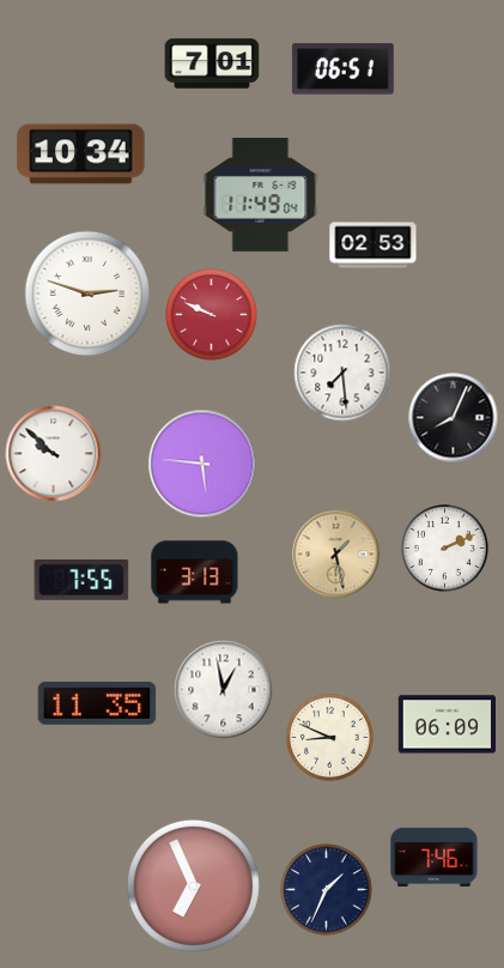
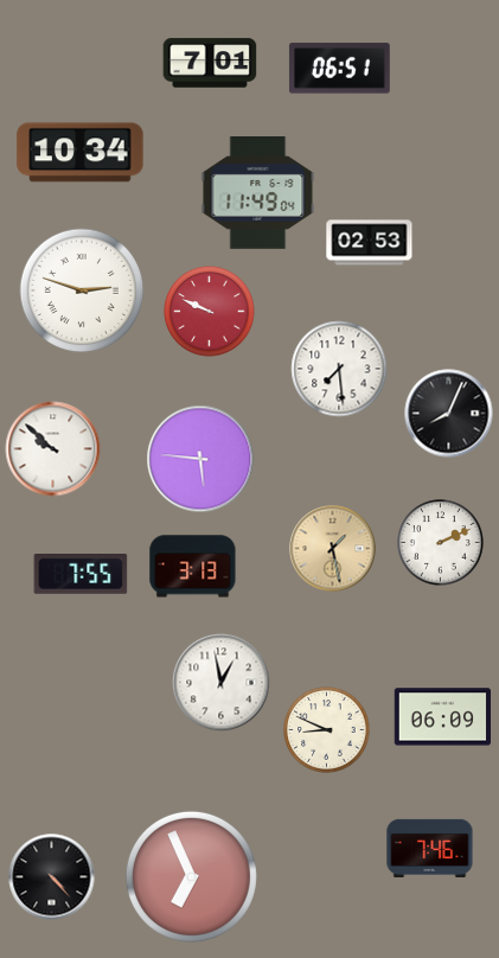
clock at (87, 294) position: (87, 294) -> (82, 290)
clock at (97, 703): 11:35 -> none
clock at (52, 877): none -> 4:23
clock at (327, 890): 1:34 -> none
